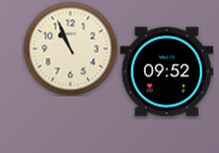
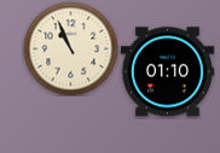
clock at (166, 72): 09:52 -> 01:10
